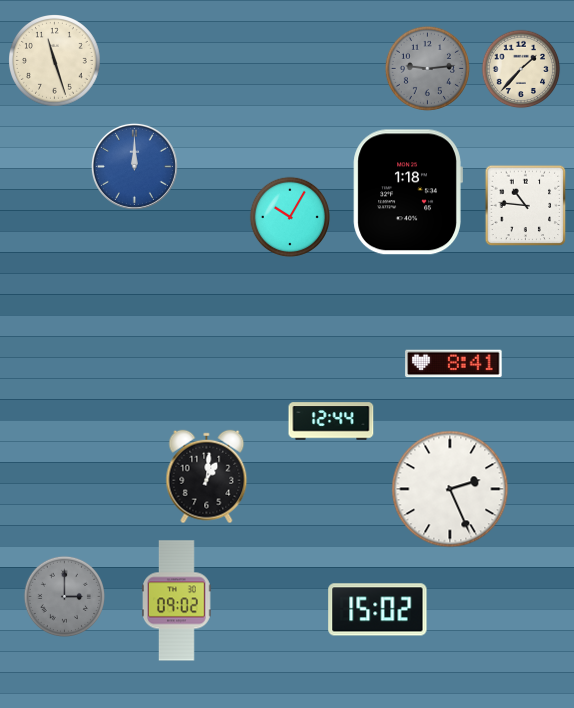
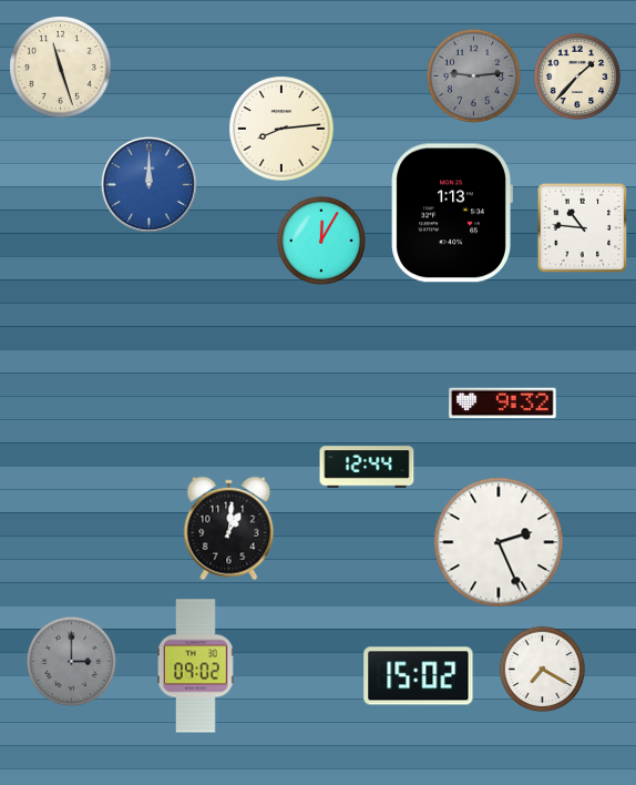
clock at (281, 129): none -> 8:14
clock at (408, 192): 1:18 -> 1:13
clock at (290, 217): 10:05 -> 12:05
clock at (454, 364): 8:41 -> 9:32
clock at (543, 670): none -> 7:20
